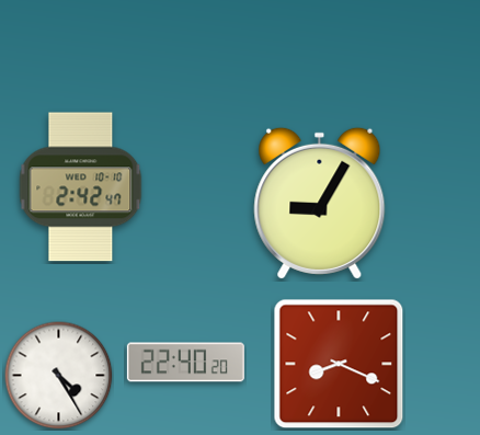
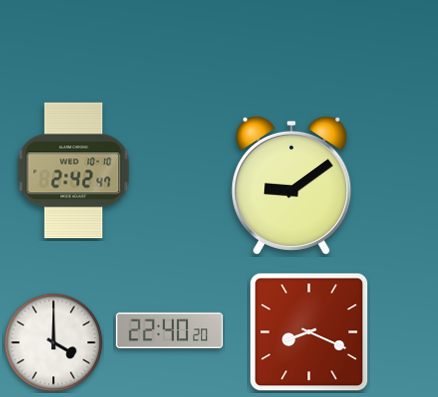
clock at (320, 203): 9:05 -> 9:09
clock at (59, 376): 4:25 -> 4:00
